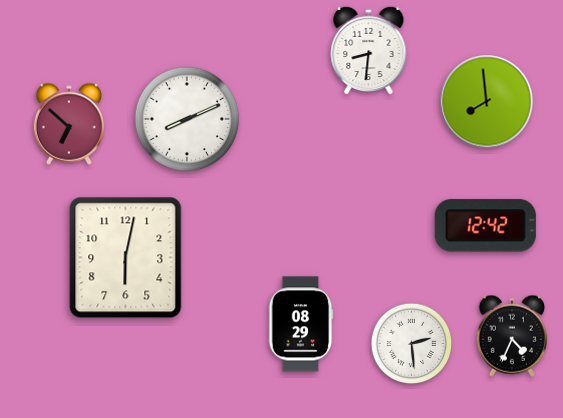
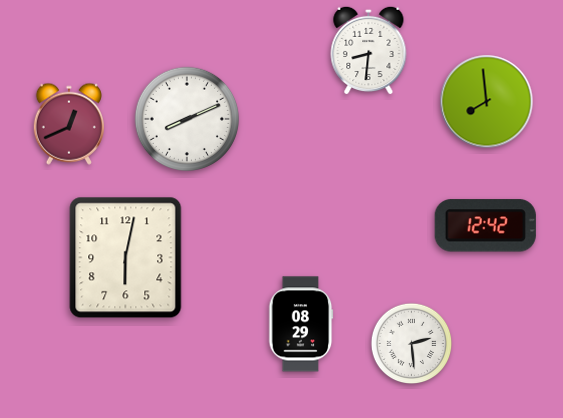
clock at (69, 124): 6:52 -> 12:41
clock at (512, 336): 4:34 -> none
